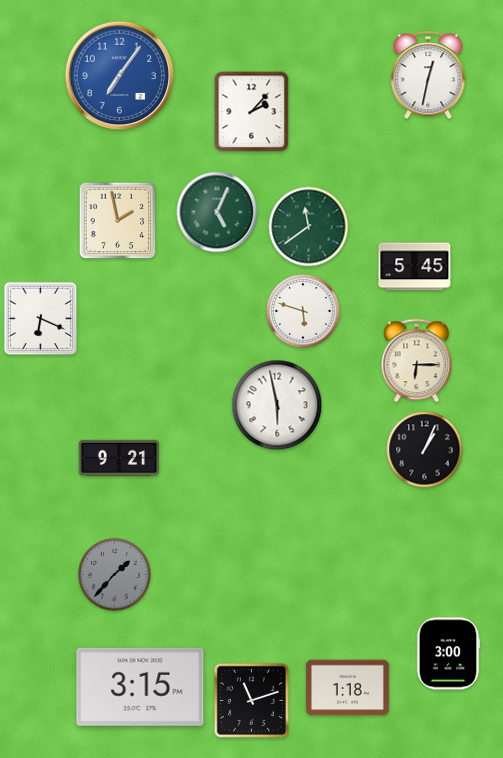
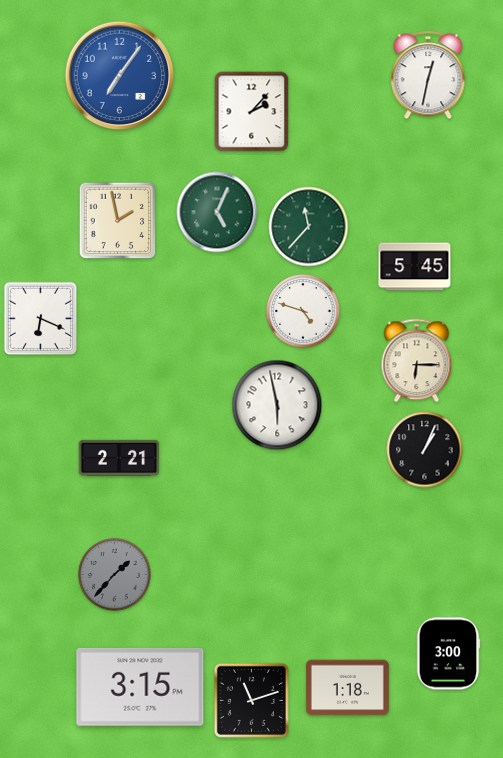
clock at (309, 227): 11:39 -> 11:37
clock at (303, 311): 5:48 -> 4:48
clock at (119, 458): 9:21 -> 2:21
